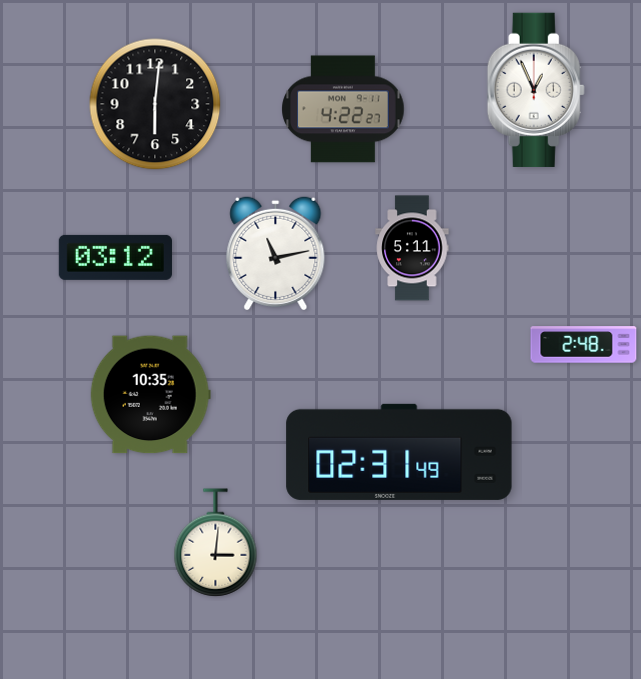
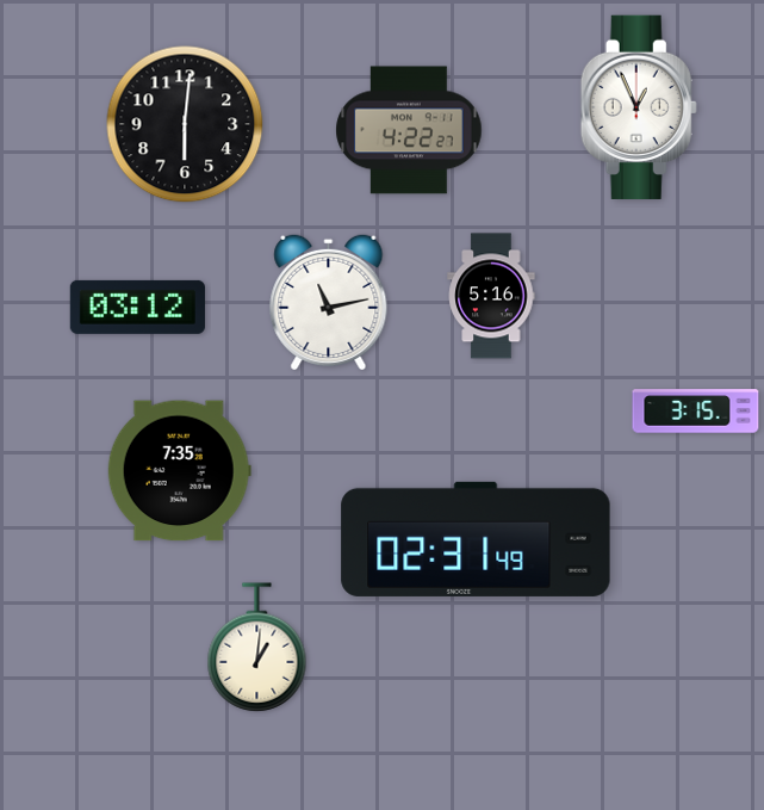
clock at (412, 248): 5:11 -> 5:16
clock at (584, 345): 2:48 -> 3:15
clock at (150, 395): 10:35 -> 7:35
clock at (216, 543): 3:01 -> 1:01
